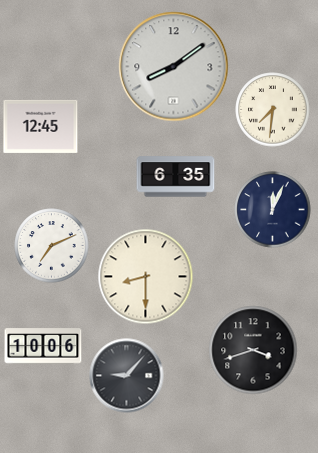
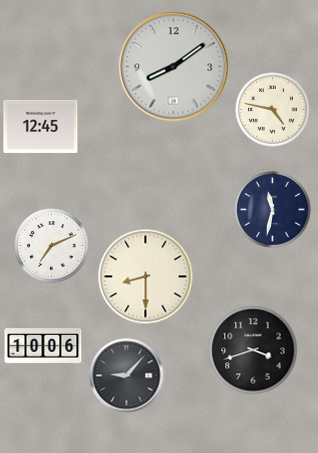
clock at (273, 110): 7:31 -> 4:47
clock at (176, 177): 6:35 -> none
clock at (273, 210): 12:04 -> 11:32
